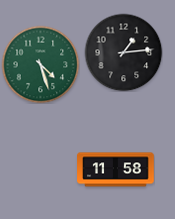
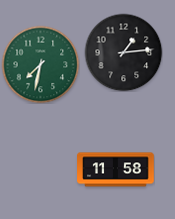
clock at (40, 64): 4:27 -> 7:32
